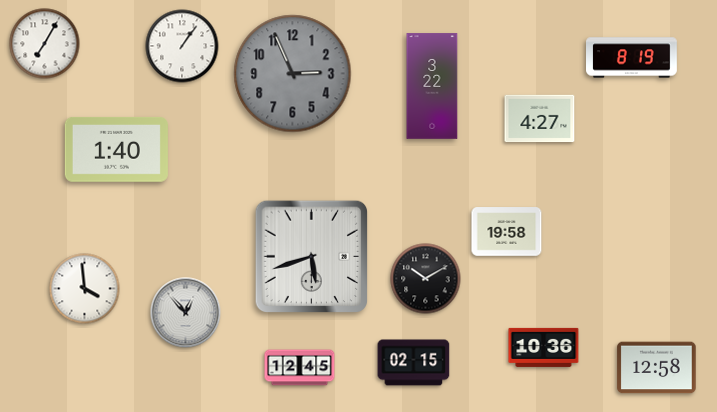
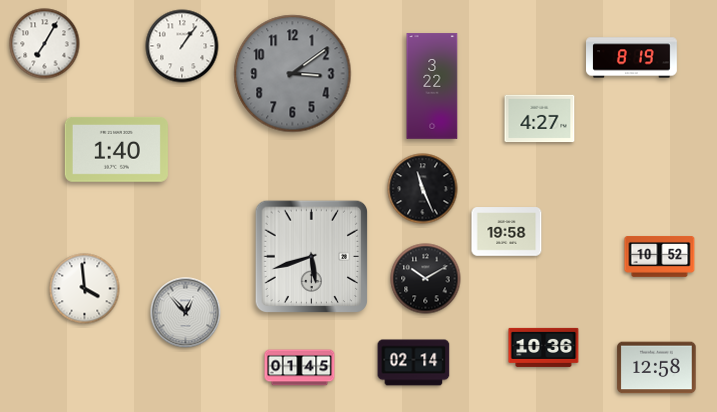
clock at (293, 74): 2:56 -> 3:09
clock at (423, 189): none -> 11:26
clock at (660, 257): none -> 10:52
clock at (414, 363): 02:15 -> 02:14
clock at (300, 368): 12:45 -> 01:45
